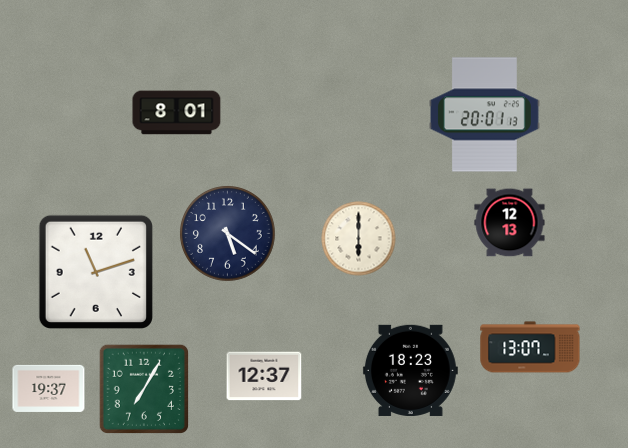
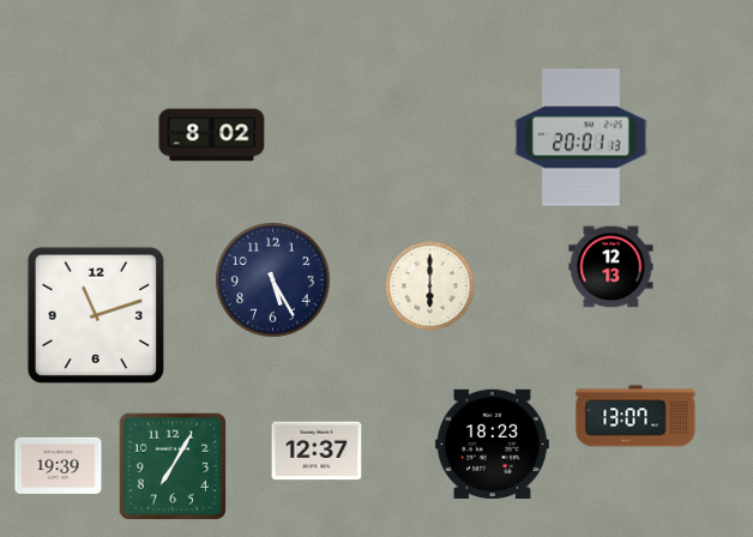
clock at (177, 113): 8:01 -> 8:02
clock at (228, 234): 5:21 -> 5:25
clock at (96, 272) position: (96, 272) -> (96, 315)
clock at (49, 388): 19:37 -> 19:39
